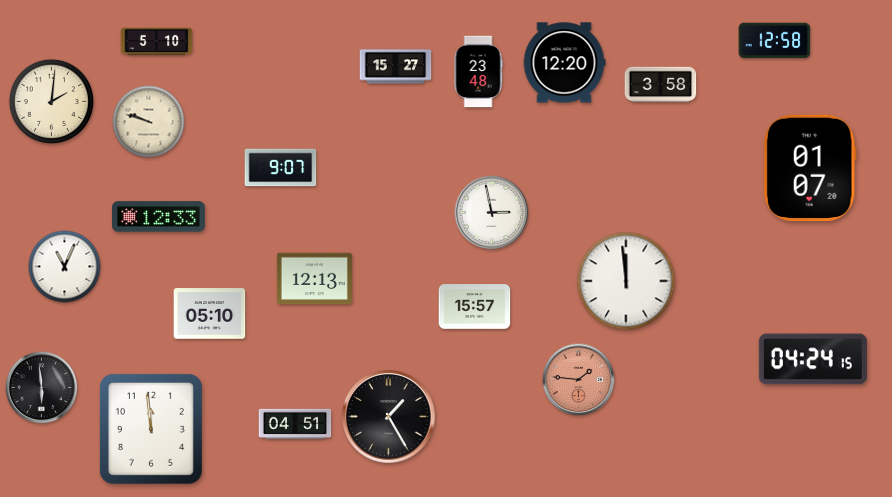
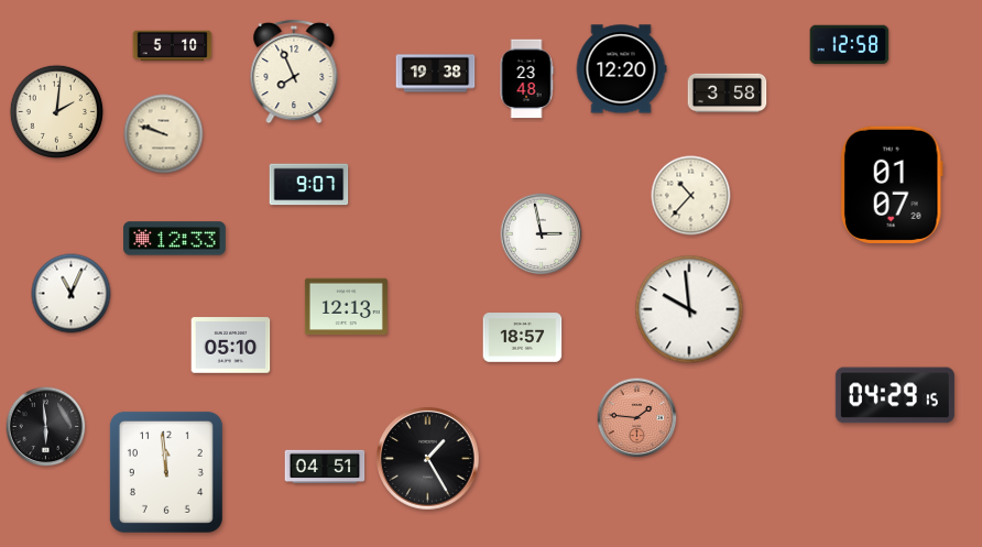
clock at (775, 41) position: (775, 41) -> (850, 45)
clock at (294, 72): none -> 7:56
clock at (396, 67): 15:27 -> 19:38
clock at (691, 196): none -> 10:37
clock at (626, 281): 11:59 -> 9:59
clock at (475, 307): 15:57 -> 18:57
clock at (813, 359): 04:24 -> 04:29
